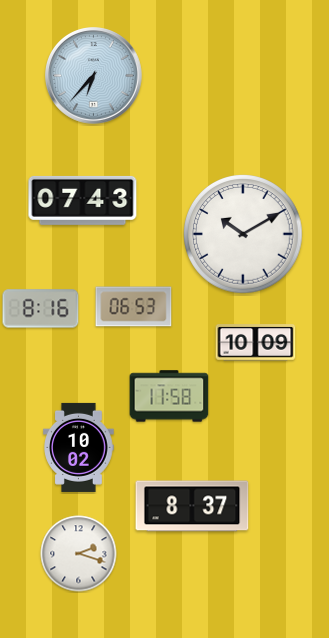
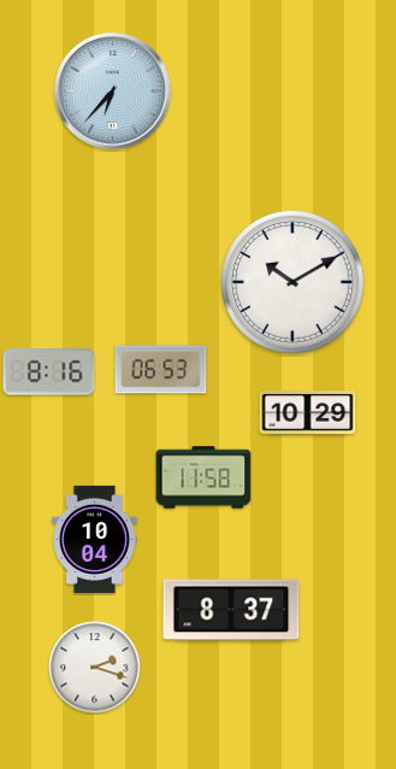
clock at (83, 200): 07:43 -> none
clock at (256, 343): 10:09 -> 10:29
clock at (79, 447): 10:02 -> 10:04
